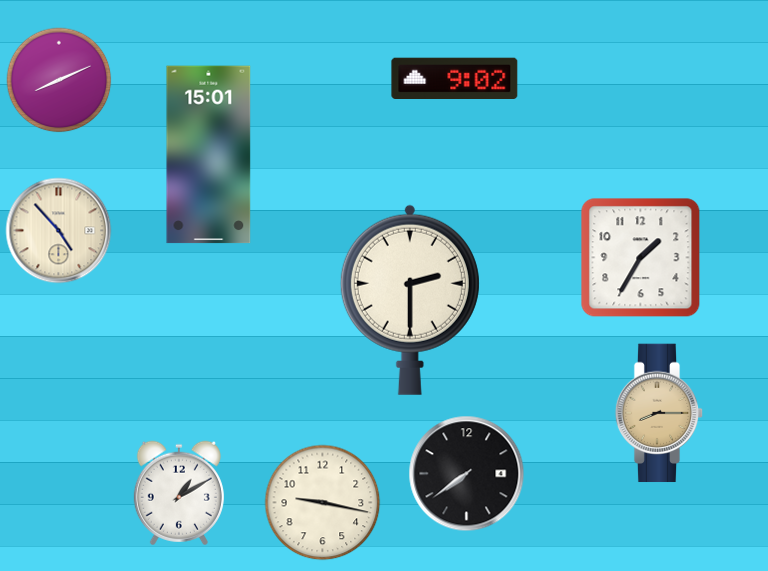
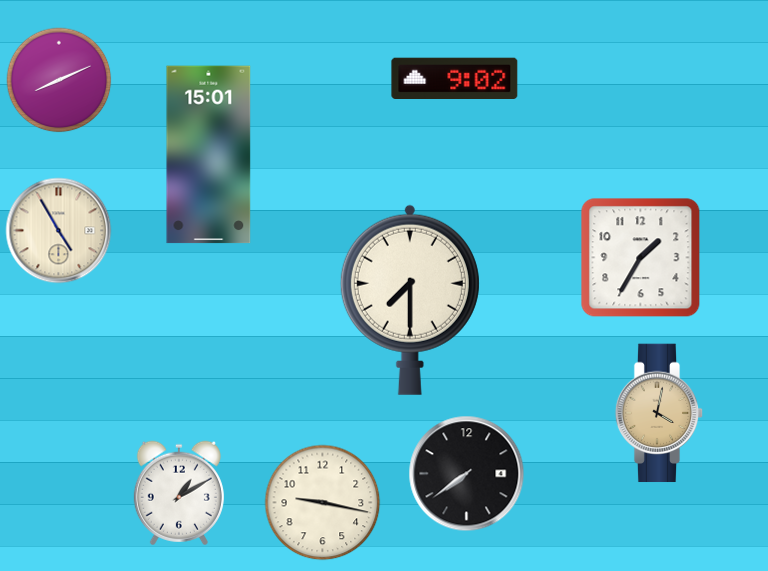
clock at (59, 231): 4:53 -> 4:55
clock at (410, 300): 2:30 -> 7:30
clock at (659, 413): 8:15 -> 4:02
